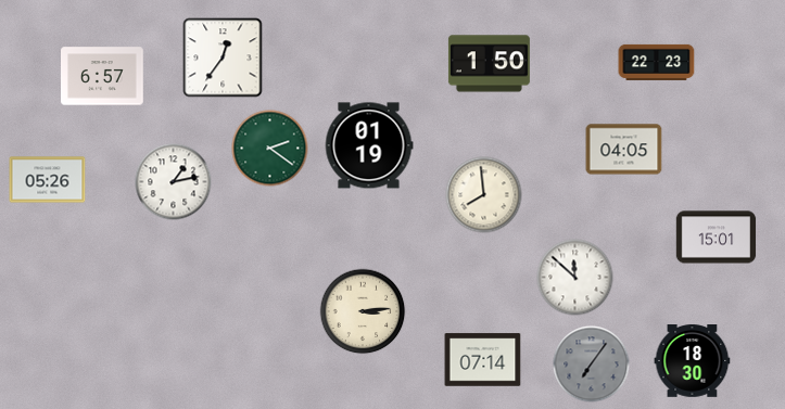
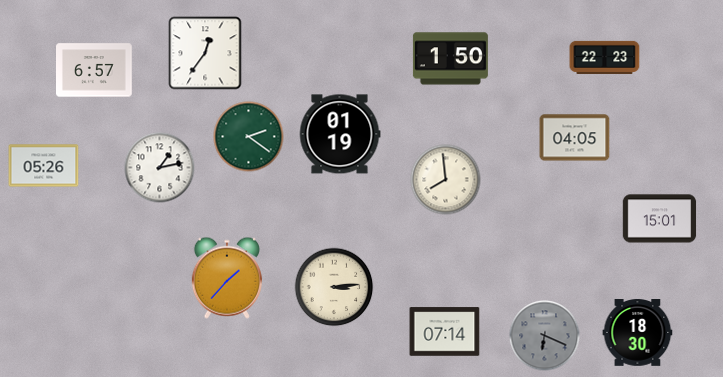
clock at (575, 278): 11:52 -> none
clock at (227, 278): none -> 1:37
clock at (592, 365): 7:06 -> 6:19
